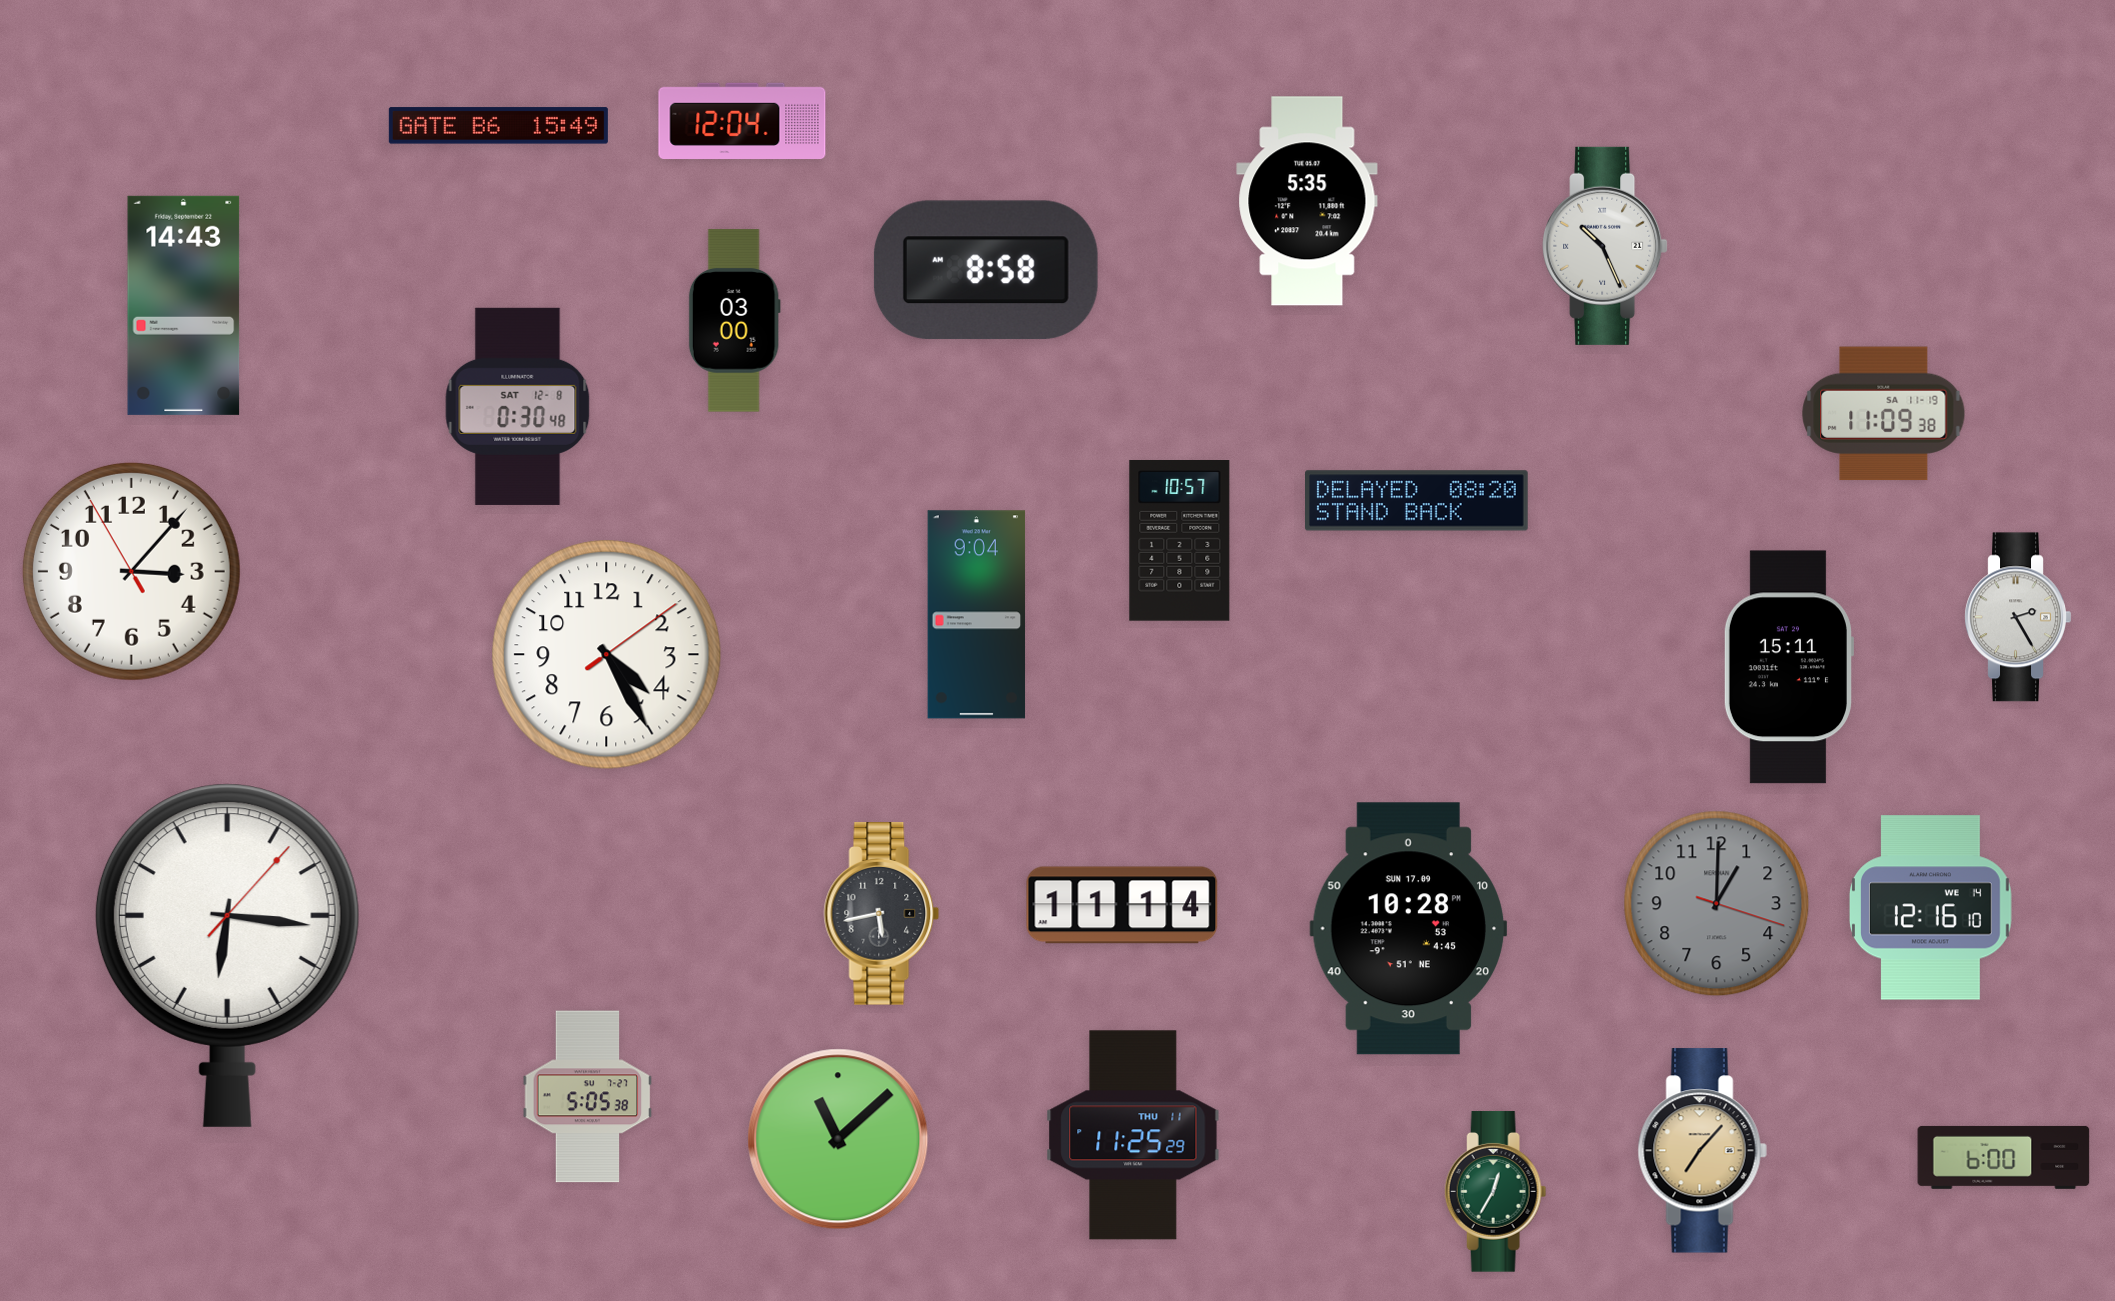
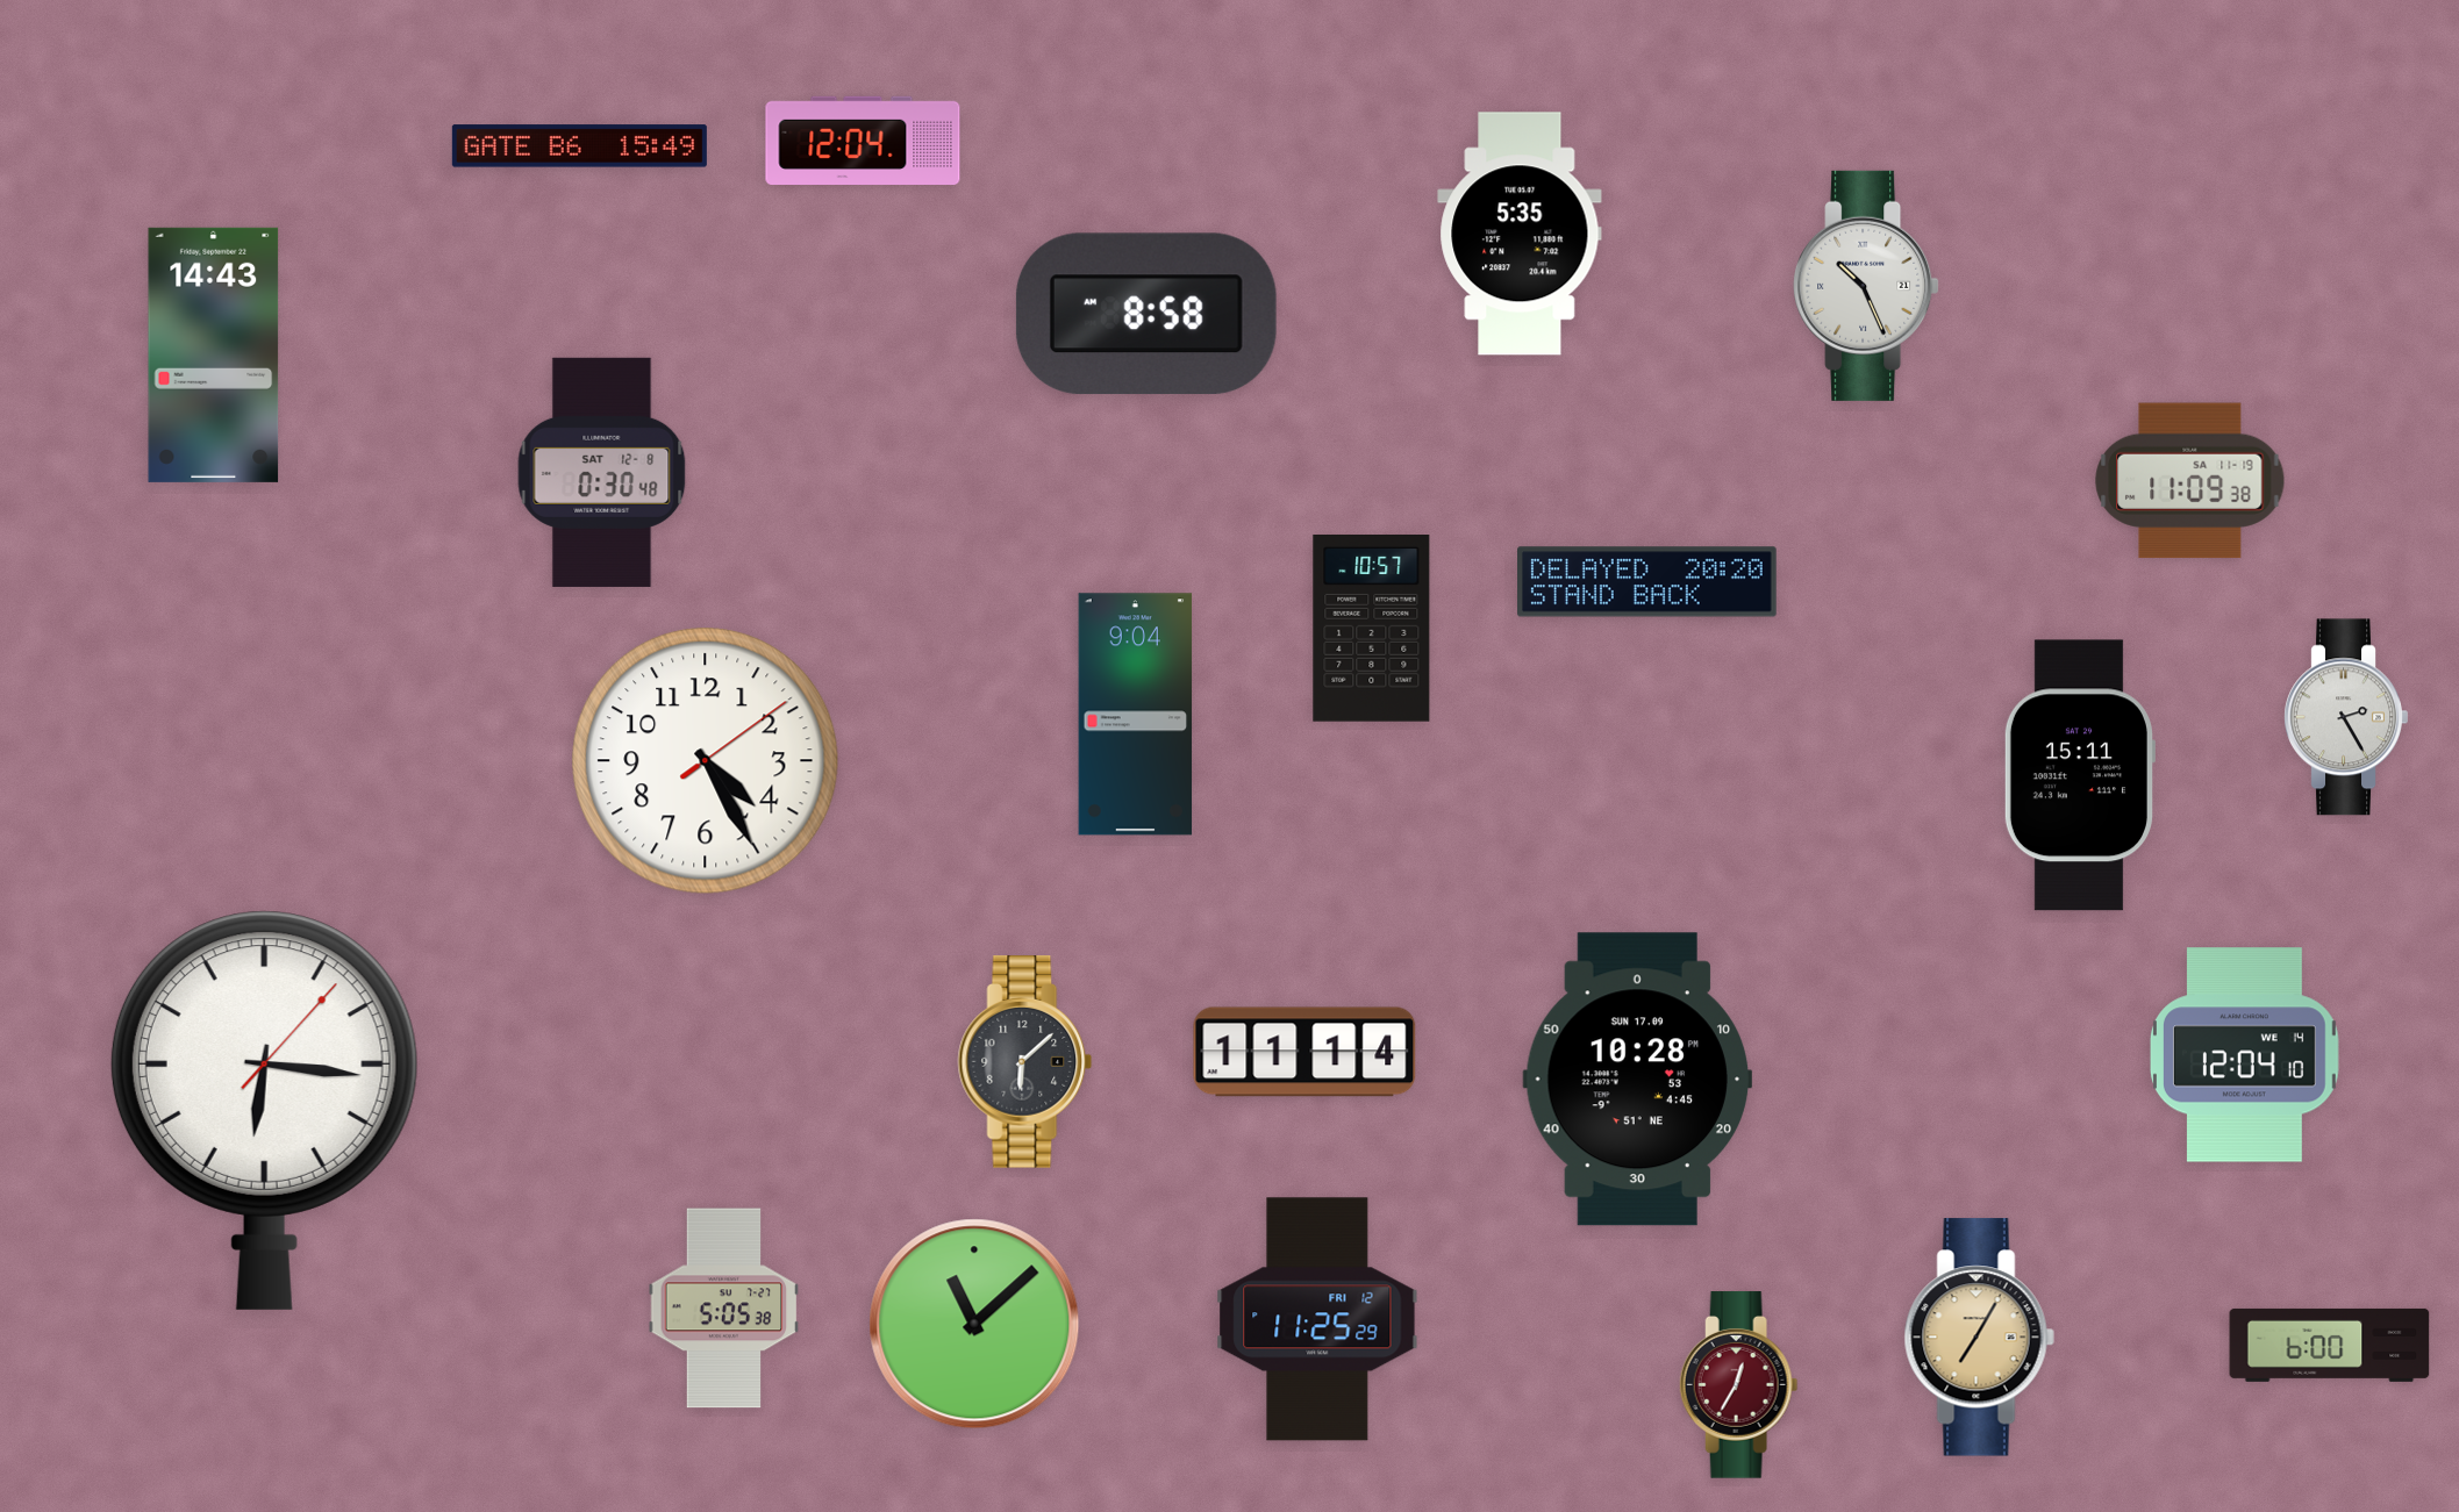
clock at (734, 321): 03:00 -> none
clock at (1417, 501): 08:20 -> 20:20
clock at (131, 571): 3:06 -> none
clock at (1717, 904): 1:00 -> none
clock at (1930, 908): 12:16 -> 12:04
clock at (882, 914): 5:43 -> 6:08
clock at (588, 1097) position: (588, 1097) -> (724, 1309)
clock at (1133, 1135) date: THU 11 -> FRI 12
clock at (1702, 1151): 7:07 -> 7:05
clock at (1496, 1192) dial: green -> burgundy
